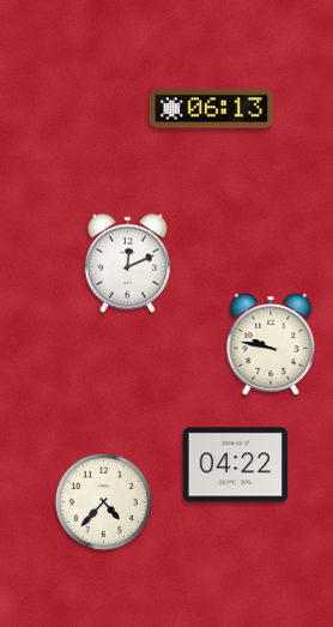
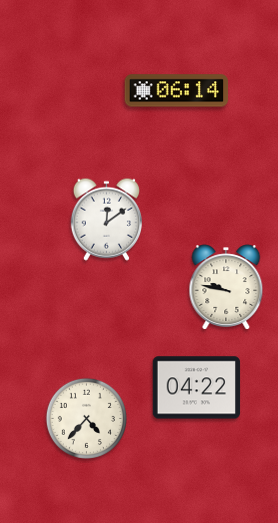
clock at (212, 109): 06:13 -> 06:14
clock at (127, 263): 12:11 -> 12:09
